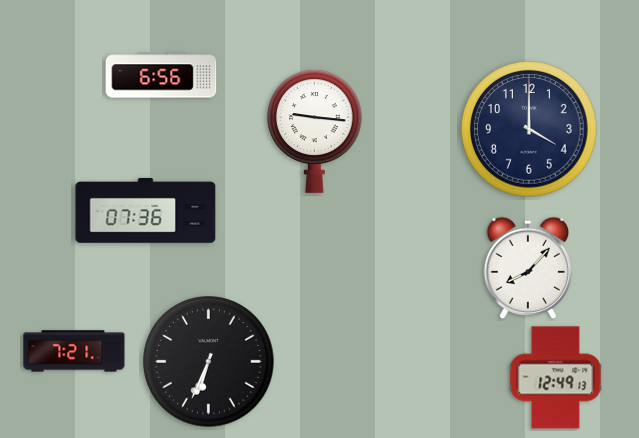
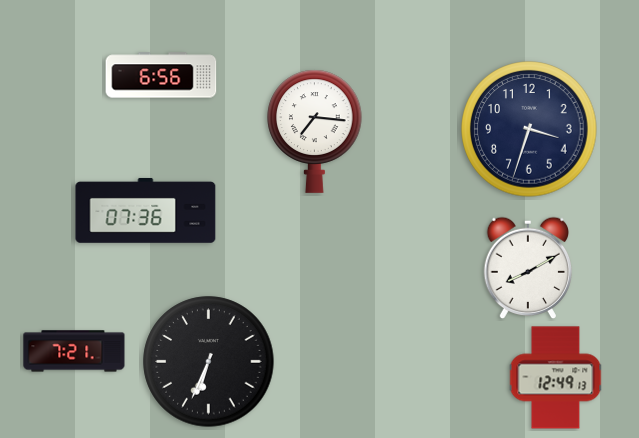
clock at (529, 129): 4:00 -> 3:33
clock at (315, 131): 9:16 -> 7:16
clock at (527, 268): 8:07 -> 8:10
